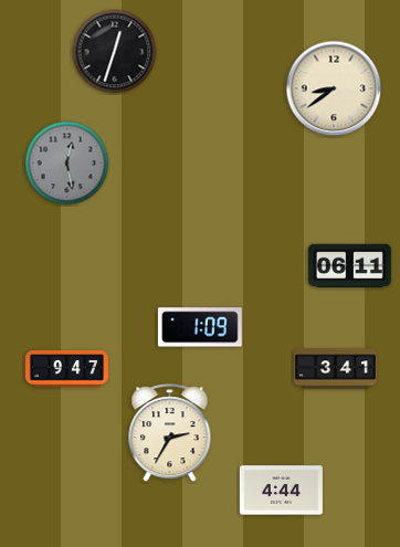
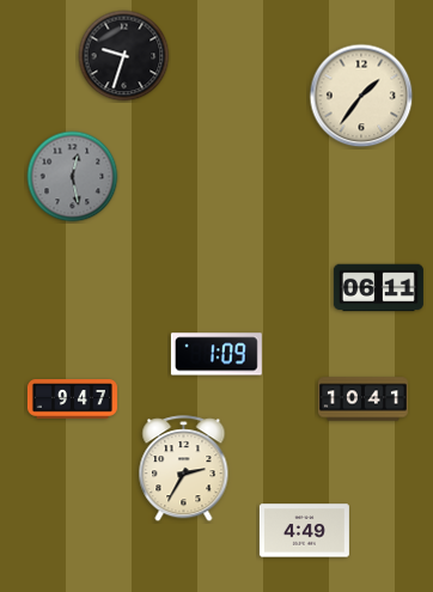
clock at (115, 52): 12:33 -> 9:33
clock at (334, 88): 8:39 -> 1:36
clock at (335, 369): 3:41 -> 10:41
clock at (281, 491): 4:44 -> 4:49
